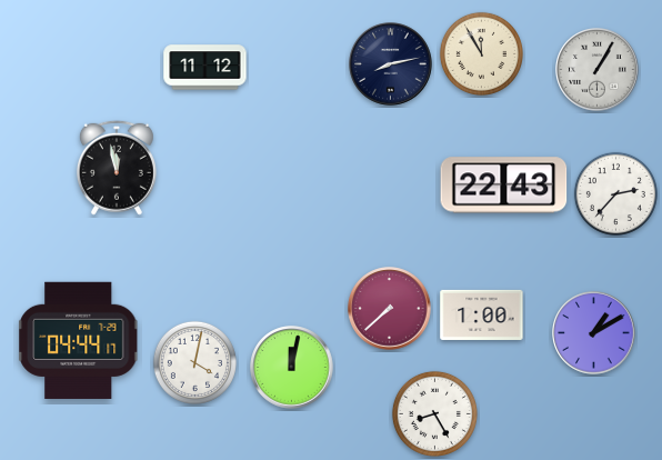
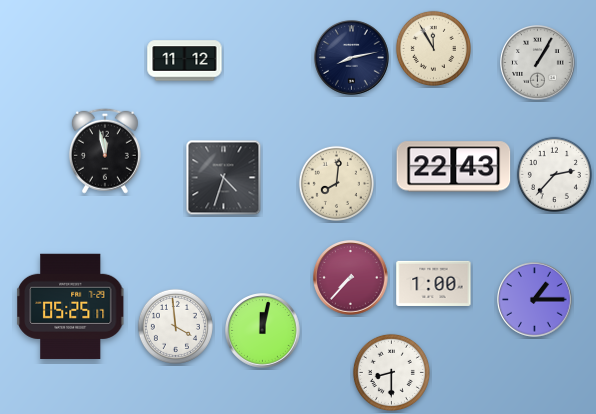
clock at (224, 178): none -> 4:33
clock at (336, 183): none -> 8:01
clock at (390, 309): 7:38 -> 7:37
clock at (594, 333): 1:10 -> 1:15
clock at (79, 340): 04:44 -> 05:25
clock at (194, 362): 4:02 -> 3:59
clock at (434, 413): 8:25 -> 8:30
